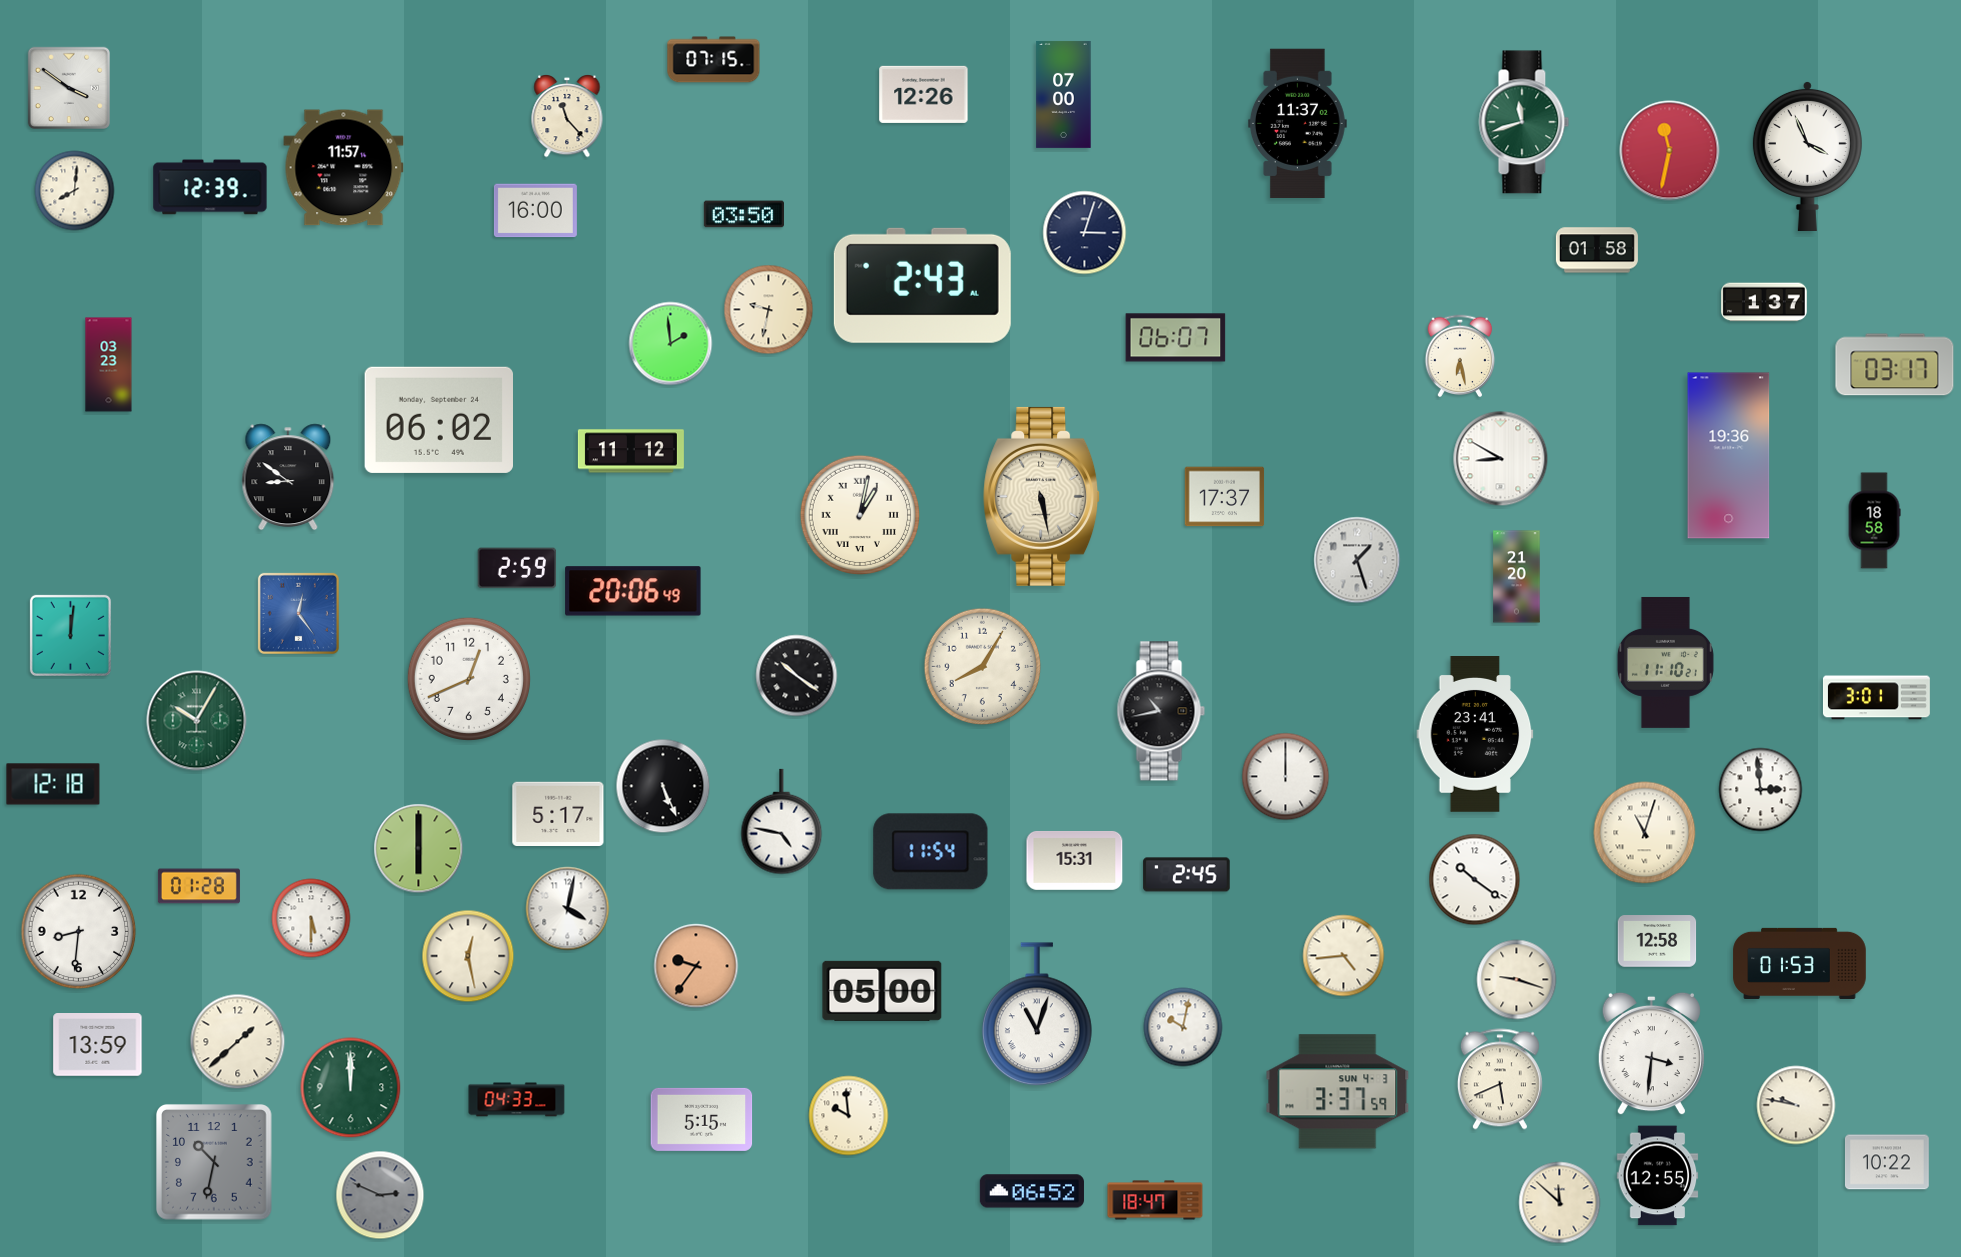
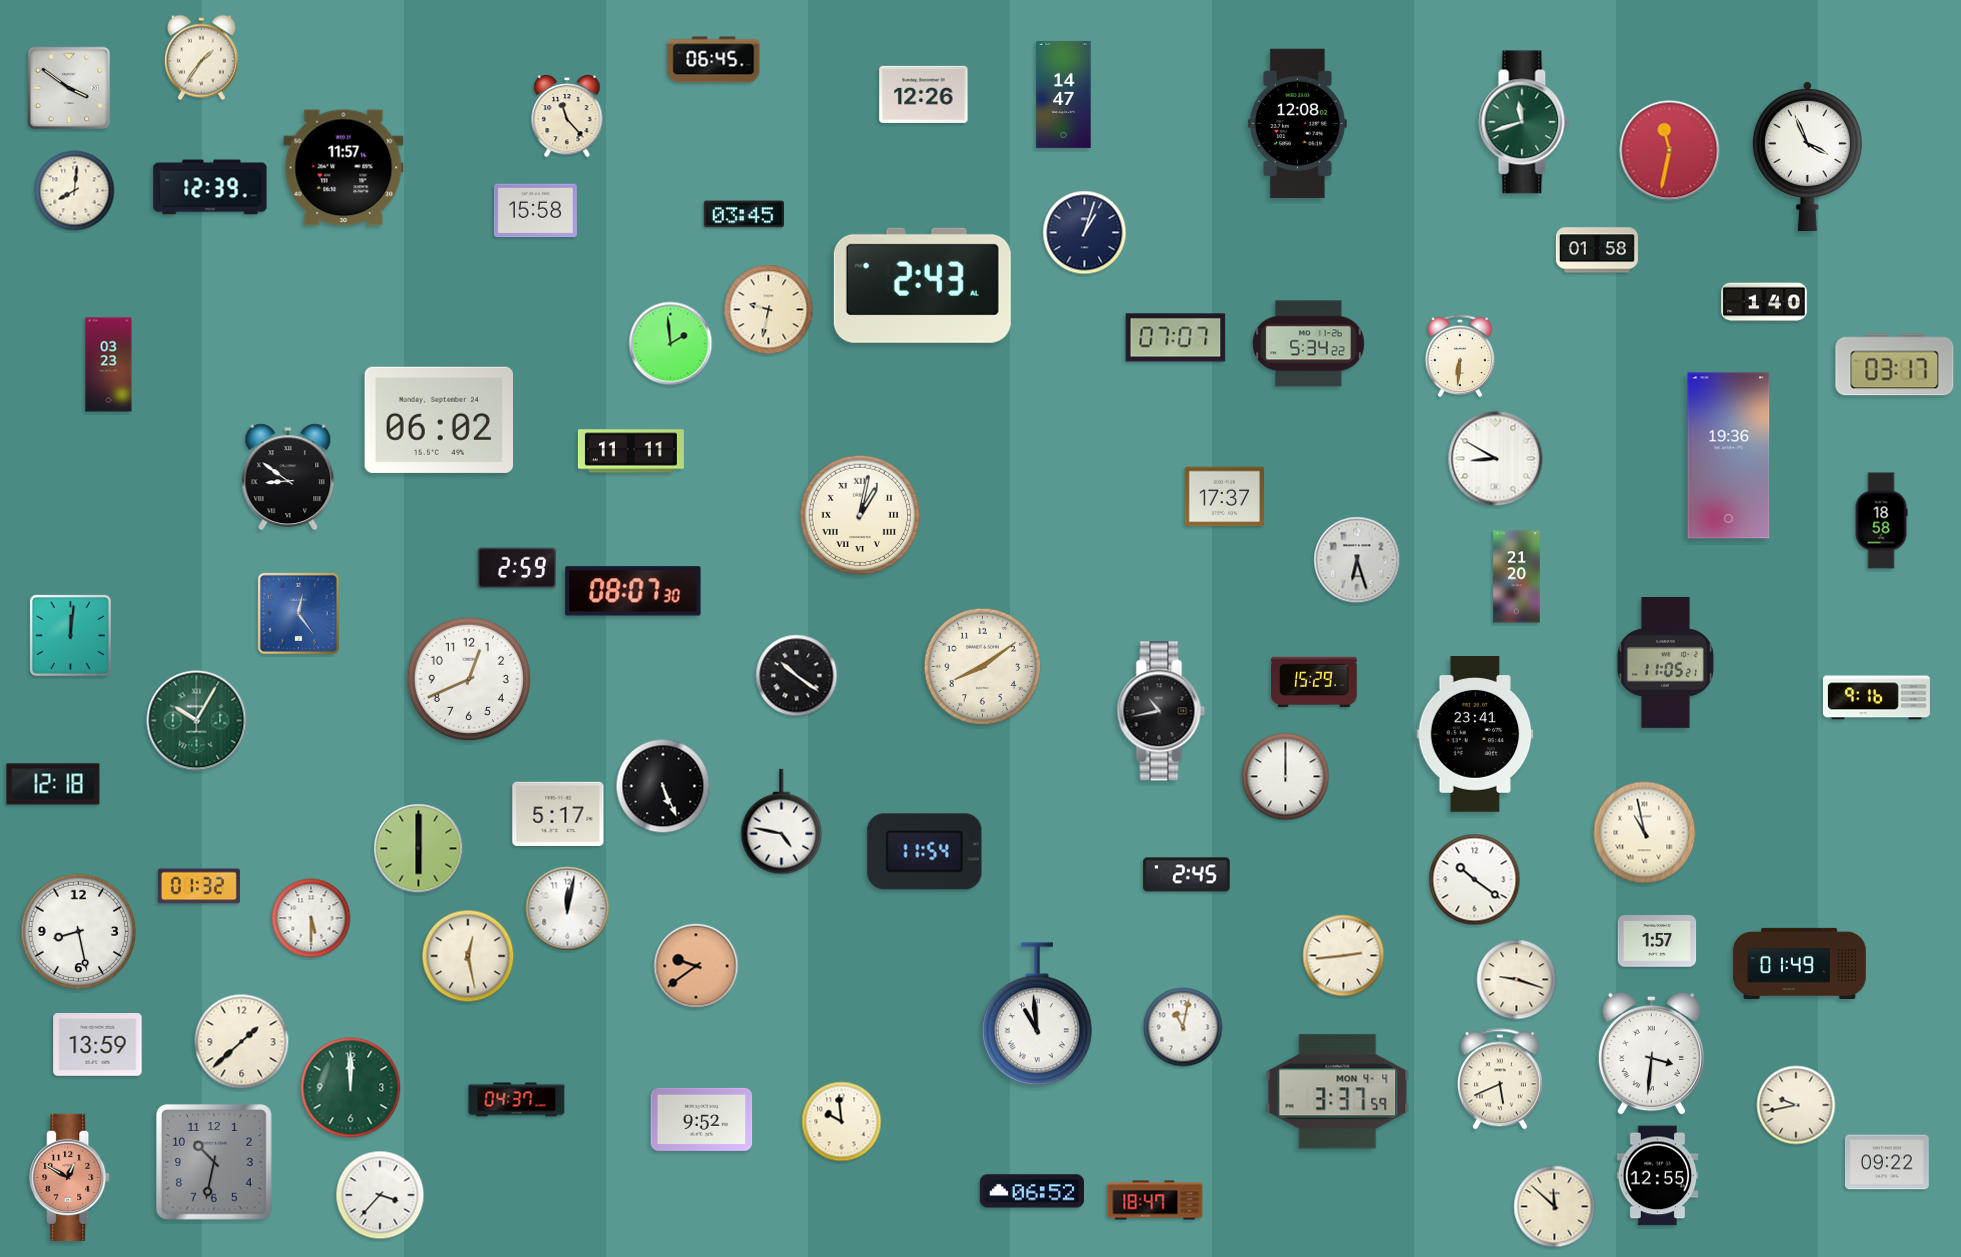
clock at (201, 58): none -> 1:36
clock at (714, 60): 07:15 -> 06:45
clock at (1064, 94): 07:00 -> 14:47
clock at (1297, 124): 11:37 -> 12:08
clock at (535, 211): 16:00 -> 15:58
clock at (744, 214): 03:50 -> 03:45
clock at (1085, 233): 3:03 -> 1:03
clock at (1764, 302): 1:37 -> 1:40
clock at (1176, 338): 06:07 -> 07:07
clock at (1309, 344): none -> 5:34
clock at (1460, 356): 6:28 -> 6:31
clock at (631, 451): 11:12 -> 11:11
clock at (1501, 459) position: (1501, 459) -> (1496, 459)
clock at (1042, 496): 5:28 -> none
clock at (1874, 521) position: (1874, 521) -> (1881, 521)
clock at (1357, 560): 1:27 -> 6:27
clock at (633, 591): 20:06 -> 08:07
clock at (1665, 662): 11:10 -> 11:05
clock at (983, 667): 8:05 -> 8:09
clock at (1314, 681): none -> 15:29
clock at (1876, 698): 3:01 -> 9:16
clock at (1761, 790): 2:59 -> none
clock at (1645, 833): 11:03 -> 10:58
clock at (931, 852) position: (931, 852) -> (925, 852)
clock at (1075, 860): 15:31 -> none
clock at (199, 886): 01:28 -> 01:32
clock at (568, 909): 4:02 -> 12:02
clock at (79, 932): 8:31 -> 8:28
clock at (1657, 941): 12:58 -> 1:57
clock at (1344, 956): 4:44 -> 2:44
clock at (1800, 963): 01:53 -> 01:49
clock at (696, 966): 9:36 -> 9:39
clock at (882, 991): 05:00 -> none
clock at (1037, 1015): 11:03 -> 10:59
clock at (1183, 1027): 10:02 -> 11:02
clock at (238, 1042) position: (238, 1042) -> (242, 1042)
clock at (1338, 1092) date: SUN 4-3 -> MON 4-4
clock at (517, 1100): 04:33 -> 04:37
clock at (1796, 1105): 9:47 -> 9:43
clock at (849, 1116) position: (849, 1116) -> (842, 1122)
clock at (702, 1119): 5:15 -> 9:52
clock at (1887, 1162): 10:22 -> 09:22
clock at (70, 1177): none -> 12:50
clock at (380, 1195): 2:49 -> 3:37
clock at (380, 1195) dial: grey -> white
clock at (1560, 1203) position: (1560, 1203) -> (1555, 1207)
